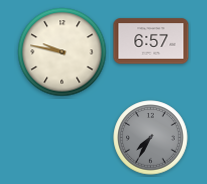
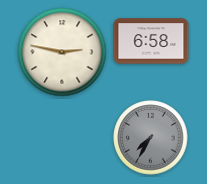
clock at (151, 41): 6:57 -> 6:58
clock at (62, 52): 9:47 -> 2:47
